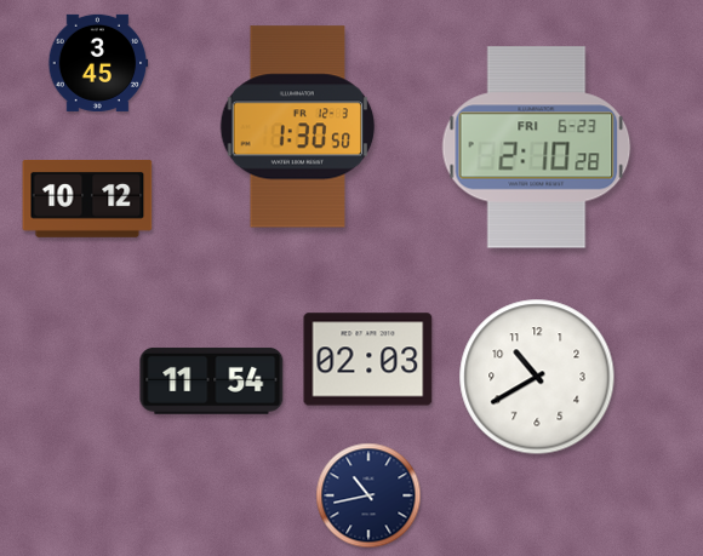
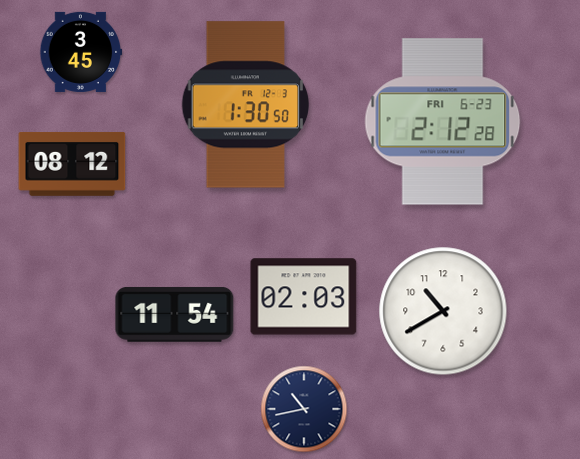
clock at (537, 148): 2:10 -> 2:12
clock at (87, 199): 10:12 -> 08:12
